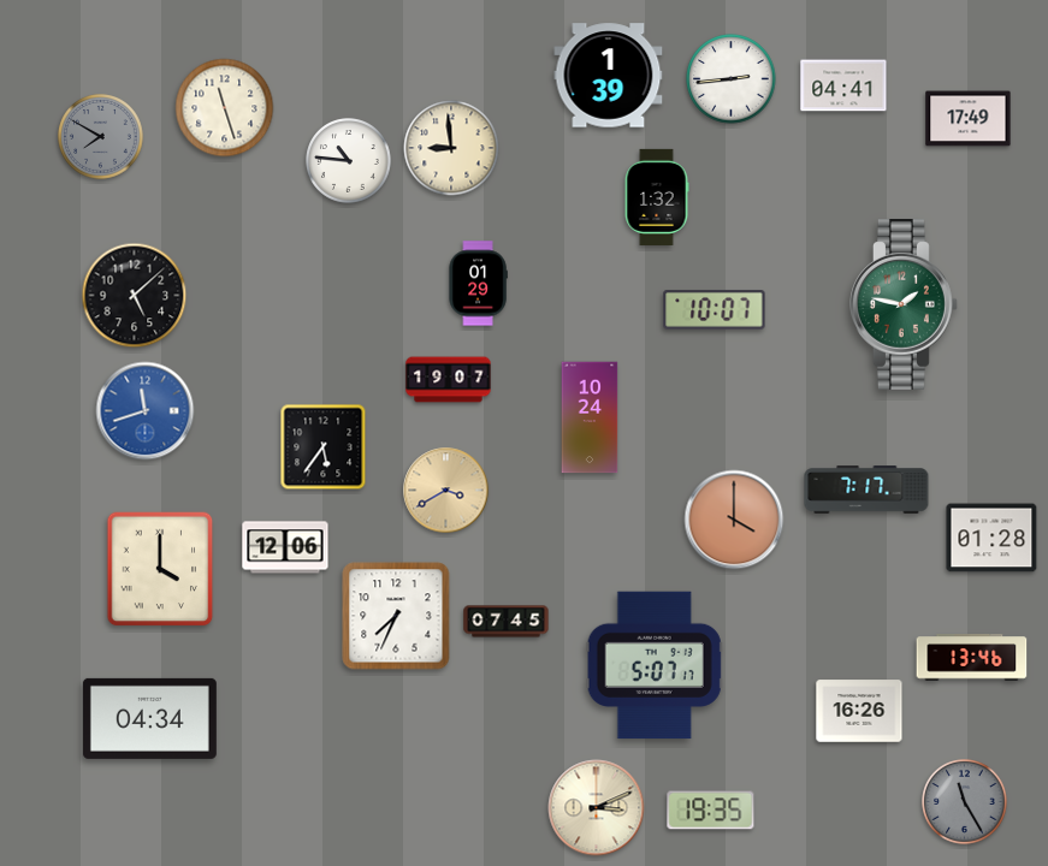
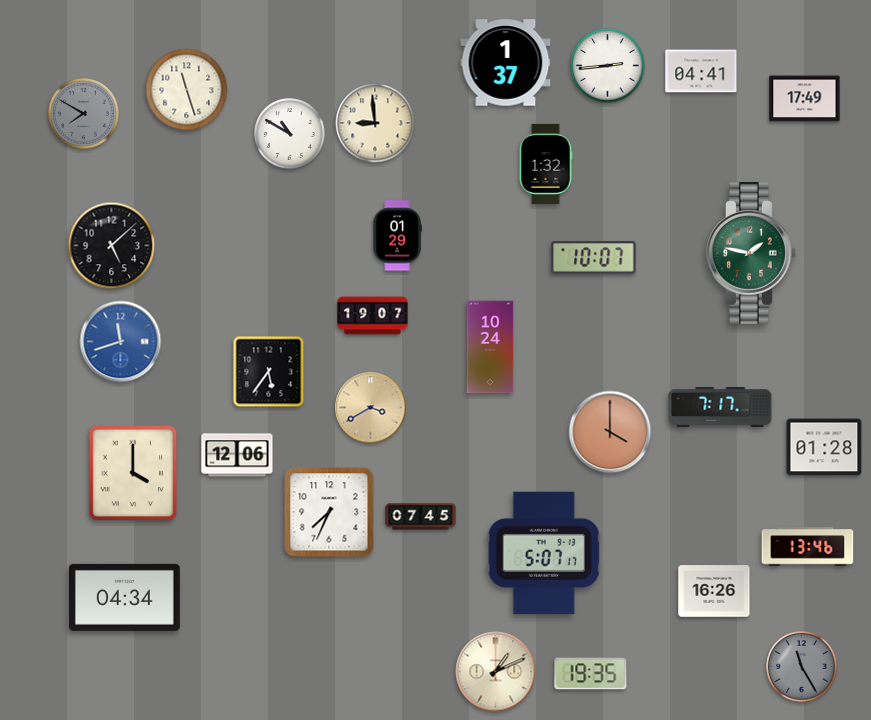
clock at (609, 76): 1:39 -> 1:37
clock at (349, 161): 10:46 -> 10:50
clock at (597, 808): 3:11 -> 1:11
